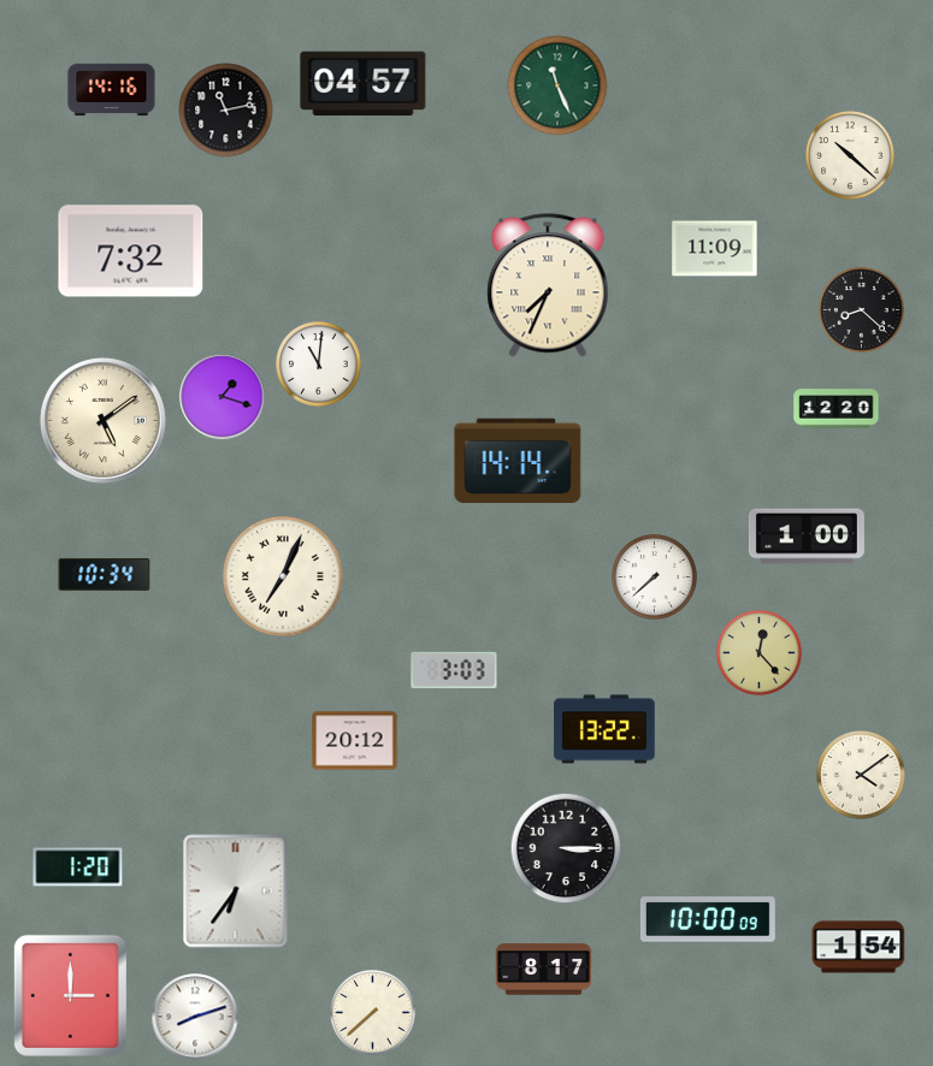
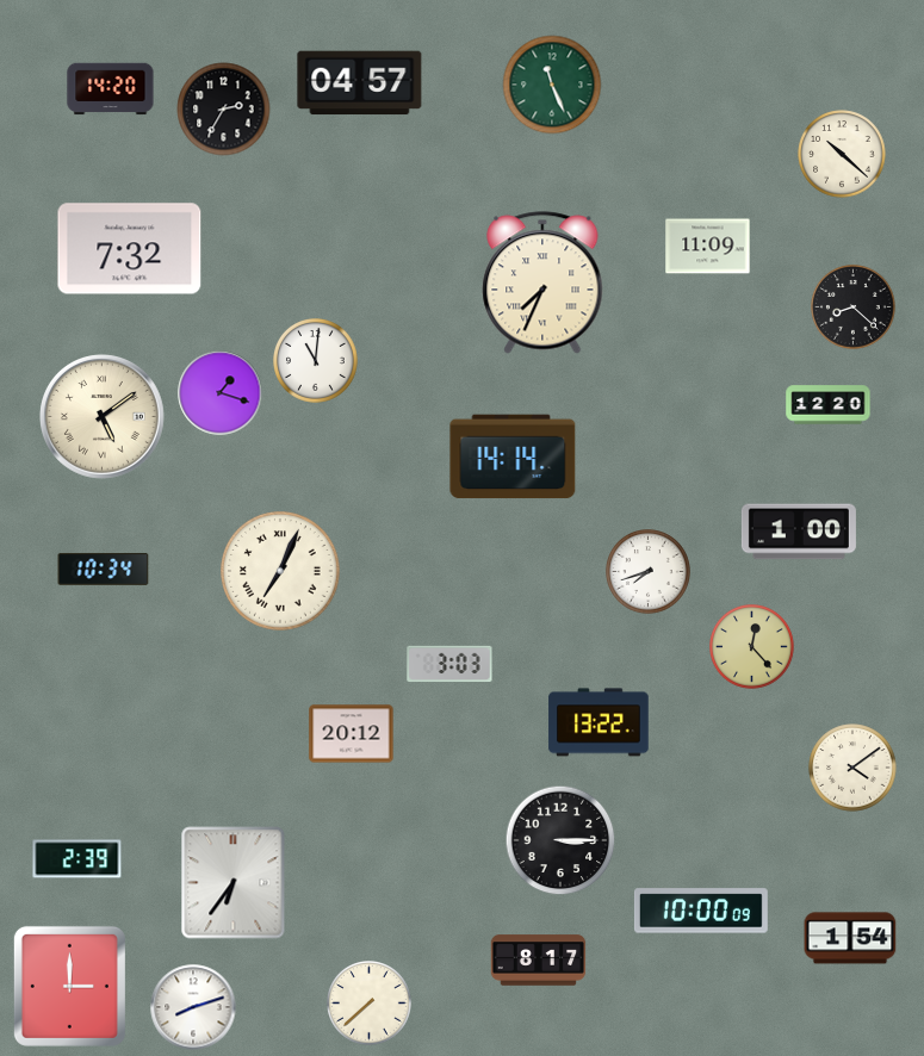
clock at (112, 90): 14:16 -> 14:20
clock at (226, 111): 11:13 -> 2:35
clock at (655, 578): 7:38 -> 7:42
clock at (78, 867): 1:20 -> 2:39
